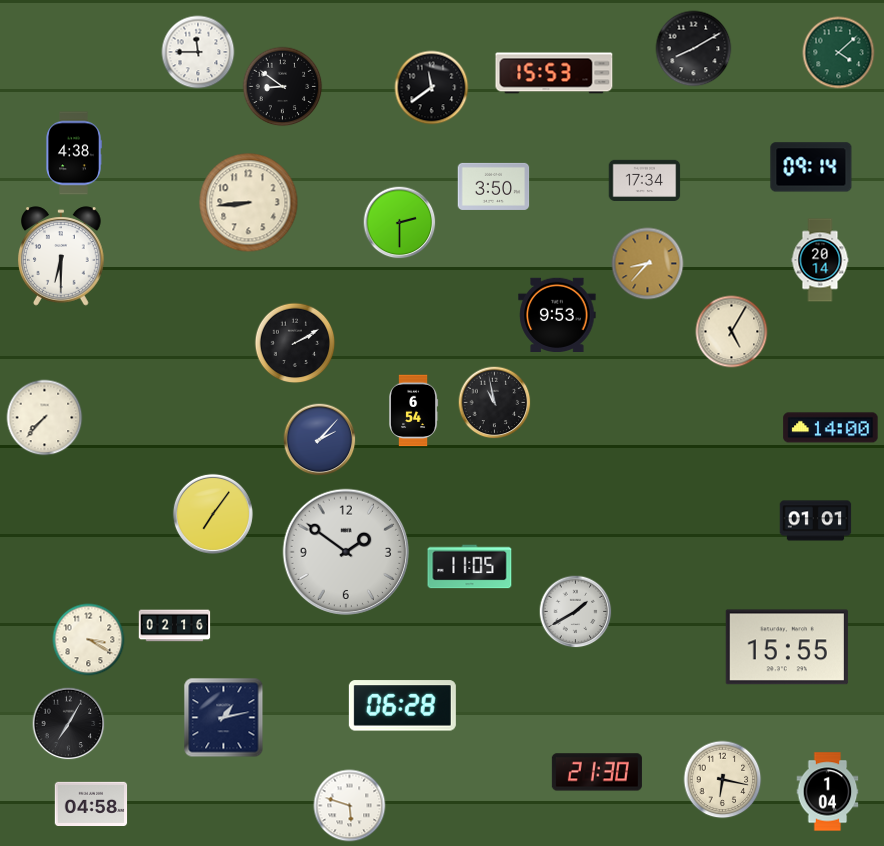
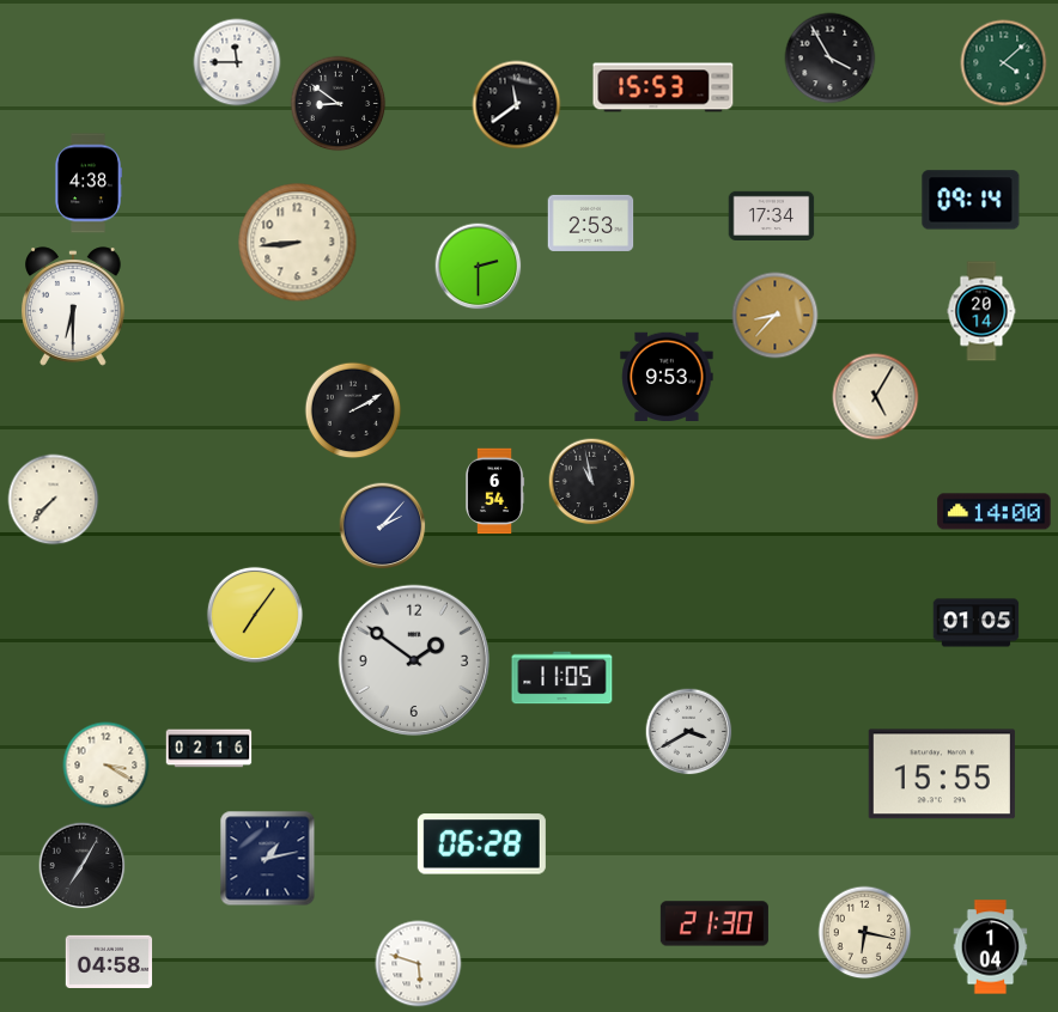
clock at (694, 49): 8:10 -> 3:55
clock at (494, 186): 3:50 -> 2:53
clock at (816, 521): 01:01 -> 01:05
clock at (576, 612): 1:40 -> 3:40
